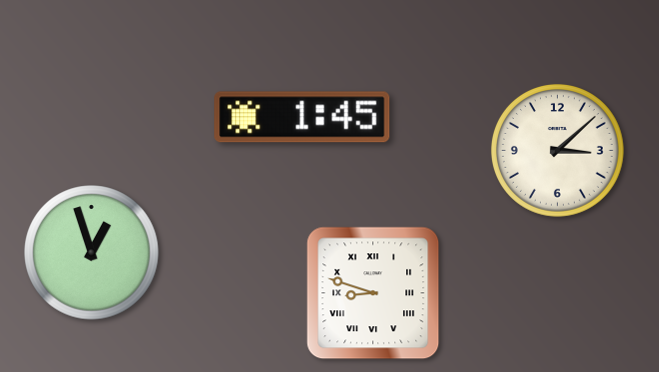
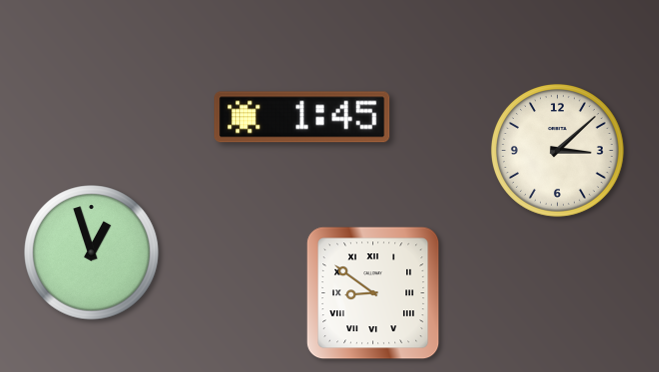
clock at (373, 293): 8:48 -> 8:51
